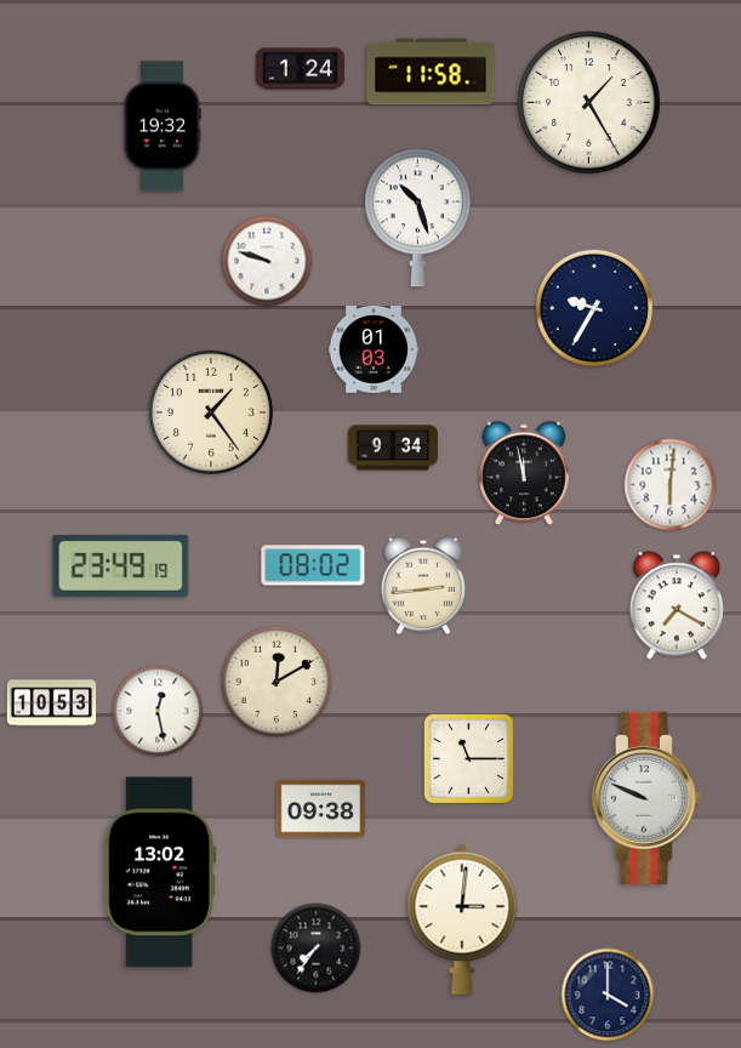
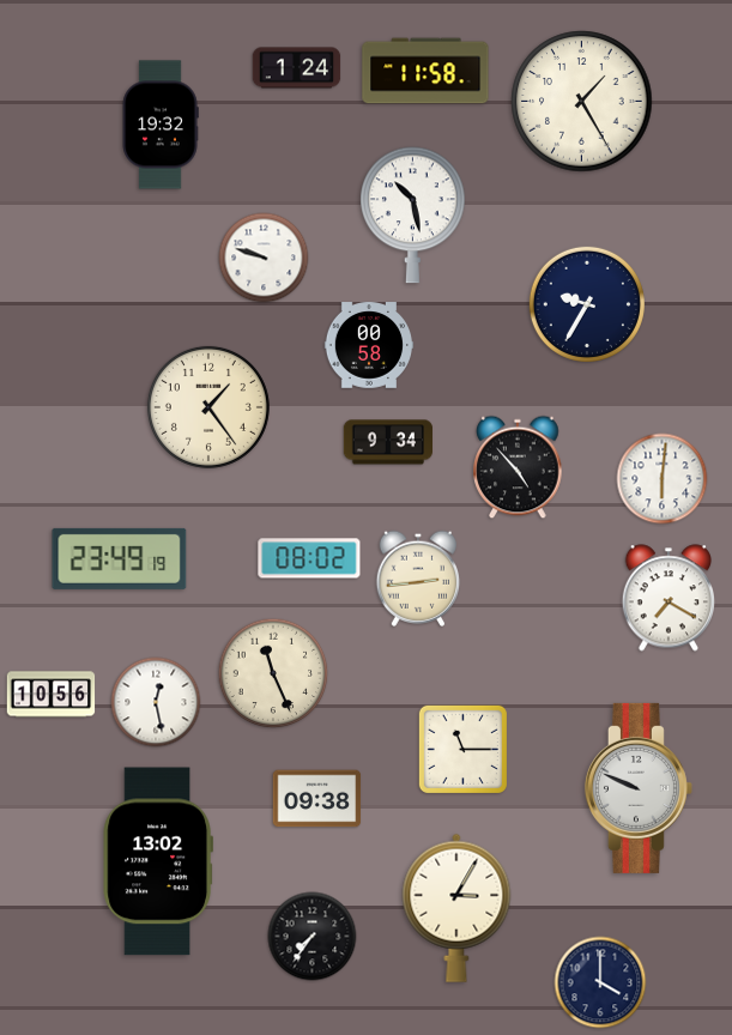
clock at (418, 218): 10:27 -> 10:28
clock at (374, 349): 01:03 -> 00:58
clock at (524, 473): 11:58 -> 4:53
clock at (277, 682): 12:10 -> 11:26
clock at (52, 704): 10:53 -> 10:56
clock at (462, 919): 3:01 -> 3:05
